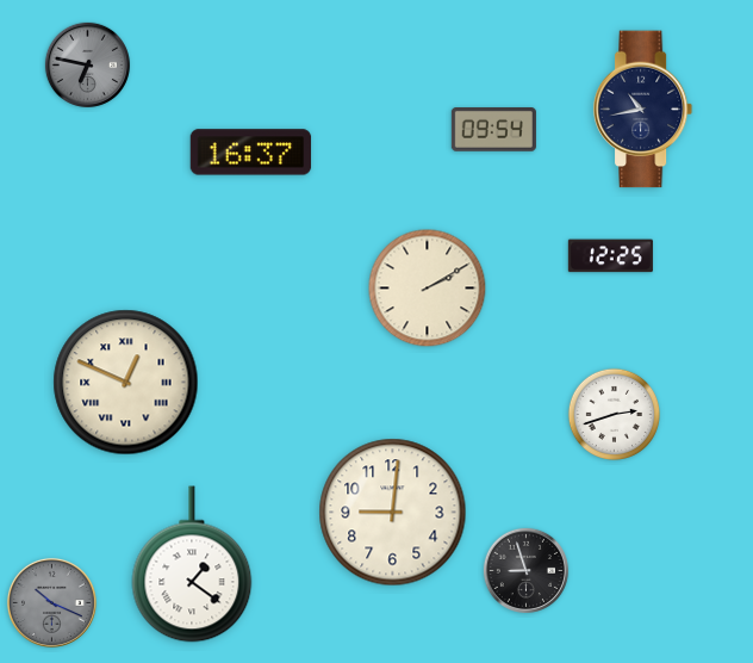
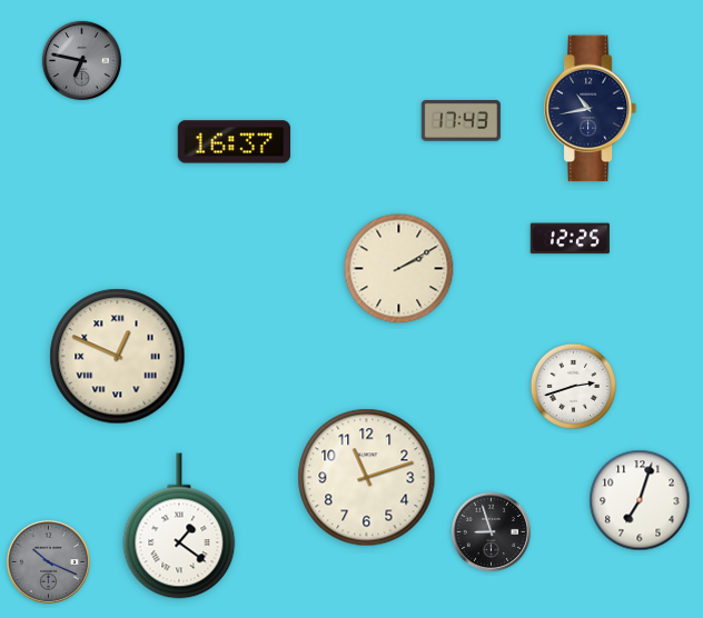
clock at (643, 110) position: (643, 110) -> (591, 109)
clock at (493, 130): 09:54 -> 17:43
clock at (393, 513): 9:01 -> 11:12
clock at (640, 500): none -> 7:03
